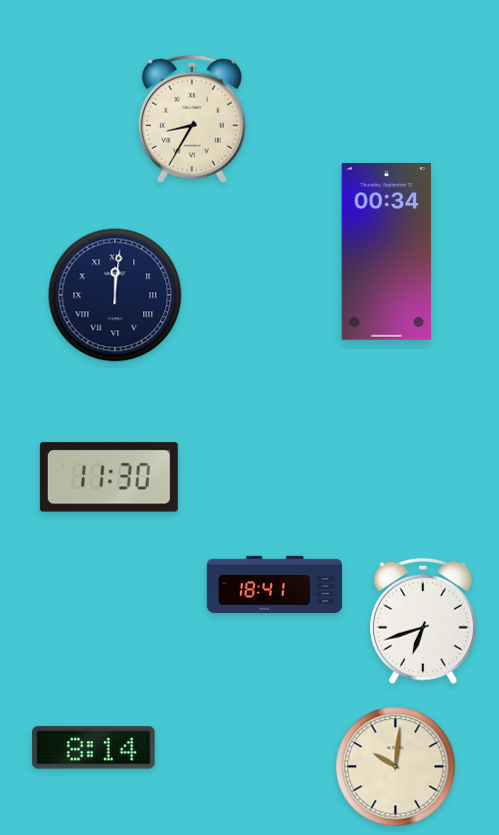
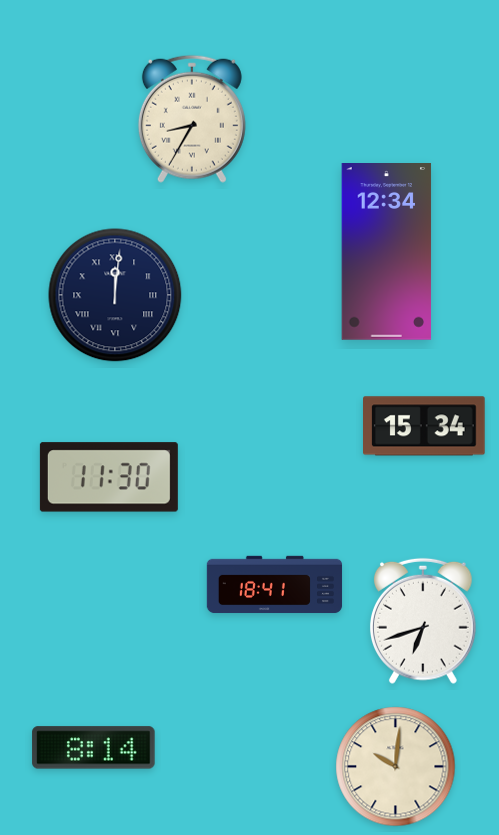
clock at (387, 252): 00:34 -> 12:34
clock at (425, 426): none -> 15:34
